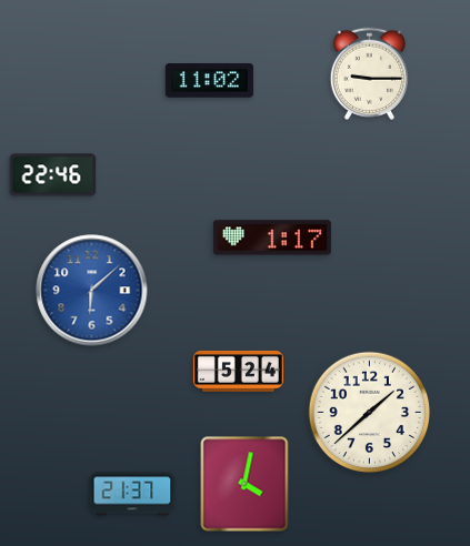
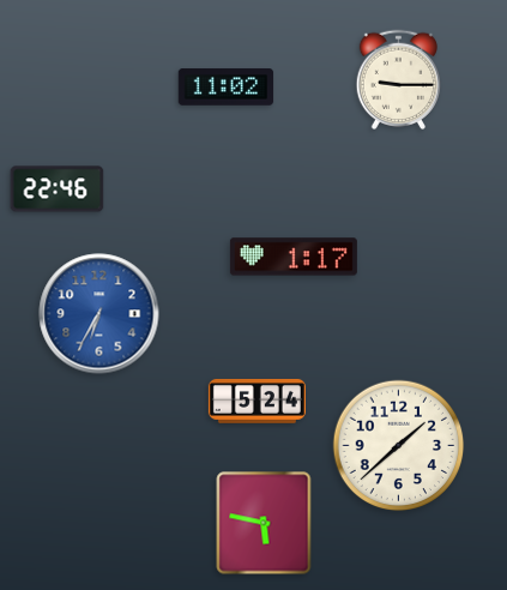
clock at (92, 291): 6:08 -> 6:35
clock at (244, 484): 4:02 -> 5:47
clock at (132, 494): 21:37 -> none
